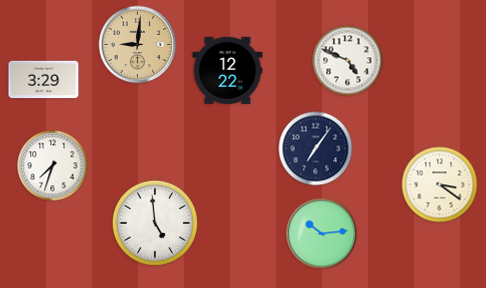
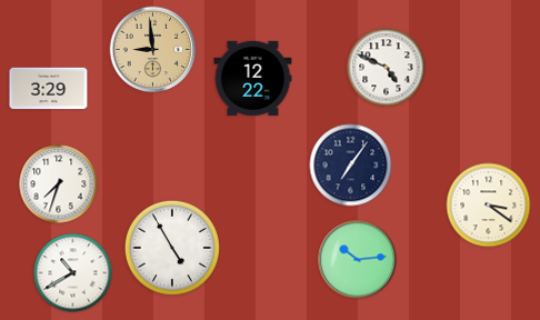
clock at (138, 45): 9:01 -> 8:59
clock at (155, 223): 4:59 -> 4:55
clock at (73, 273): none -> 10:40
